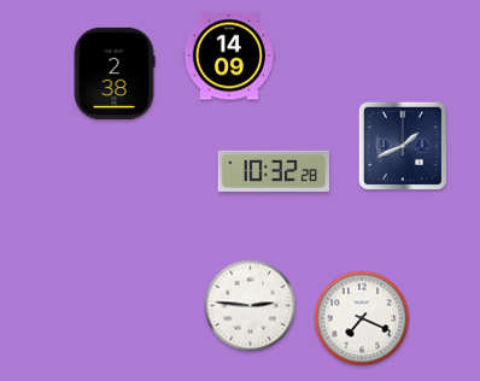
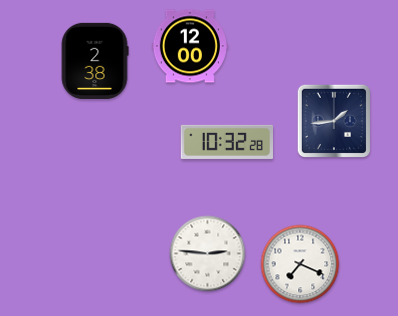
clock at (229, 55): 14:09 -> 12:00
clock at (402, 145): 1:41 -> 1:44
